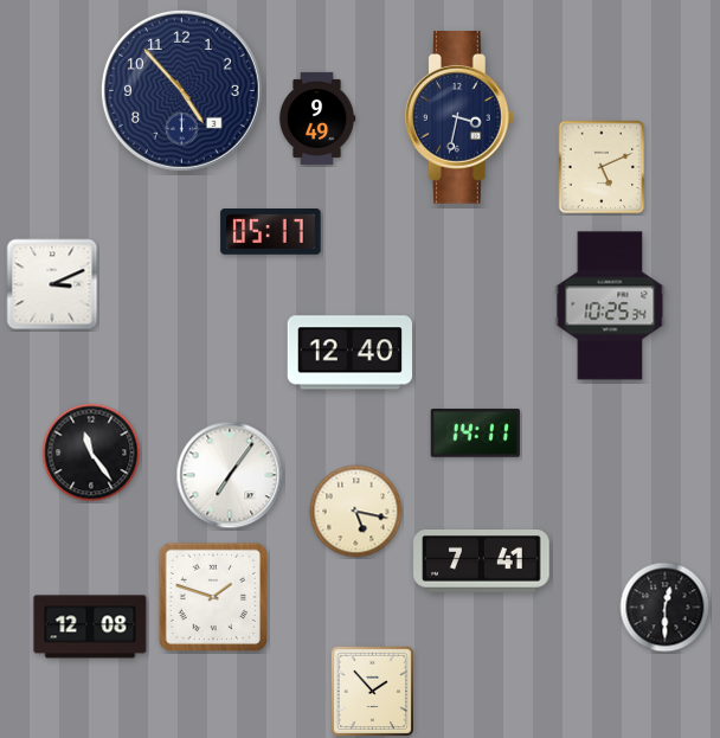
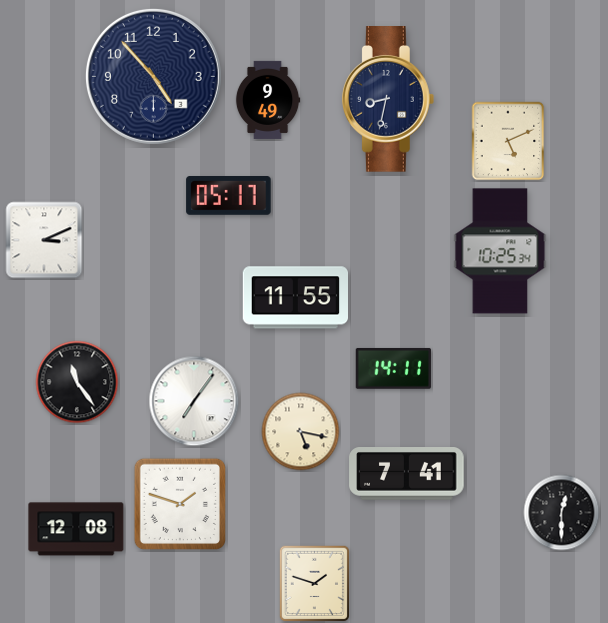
clock at (459, 117): 3:32 -> 8:32
clock at (610, 306) position: (610, 306) -> (500, 251)
clock at (351, 353): 12:40 -> 11:55
clock at (475, 432) position: (475, 432) -> (393, 368)
clock at (373, 692): 1:53 -> 1:48
